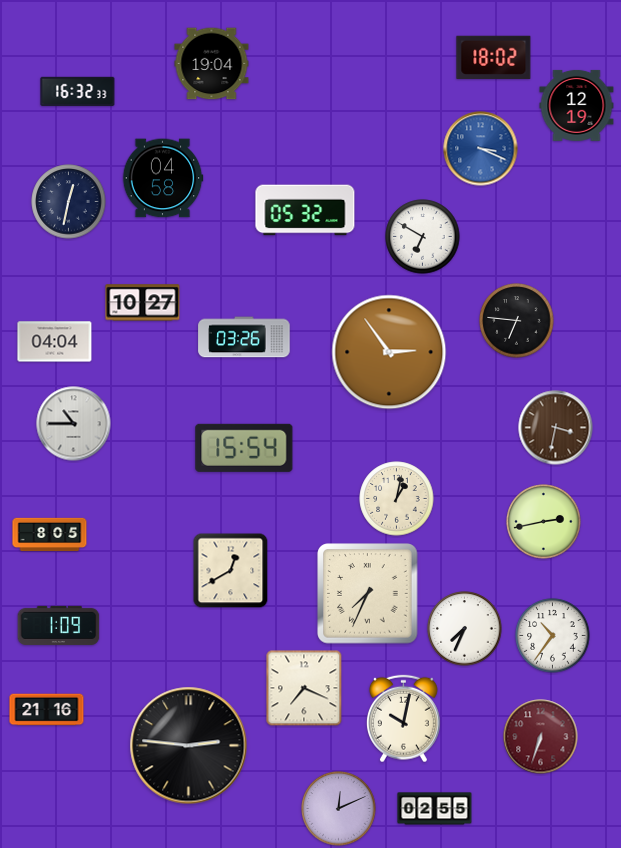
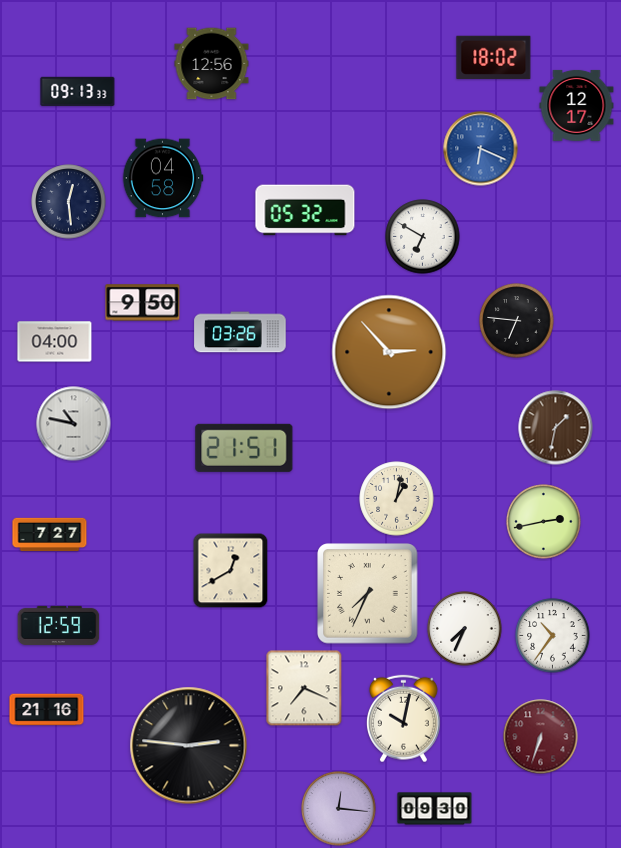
clock at (212, 64): 19:04 -> 12:56
clock at (78, 91): 16:32 -> 09:13
clock at (577, 105): 12:19 -> 12:17
clock at (481, 149): 3:19 -> 6:19
clock at (69, 202): 12:32 -> 12:29
clock at (143, 303): 10:27 -> 9:50
clock at (244, 337) position: (244, 337) -> (240, 332)
clock at (55, 342): 04:04 -> 04:00
clock at (389, 352): 2:54 -> 2:53
clock at (74, 424): 10:45 -> 10:47
clock at (556, 428): 3:32 -> 1:32
clock at (244, 448): 15:54 -> 21:51
clock at (50, 535): 8:05 -> 7:27
clock at (59, 625): 1:09 -> 12:59
clock at (339, 809): 12:11 -> 12:16
clock at (435, 809): 02:55 -> 09:30
